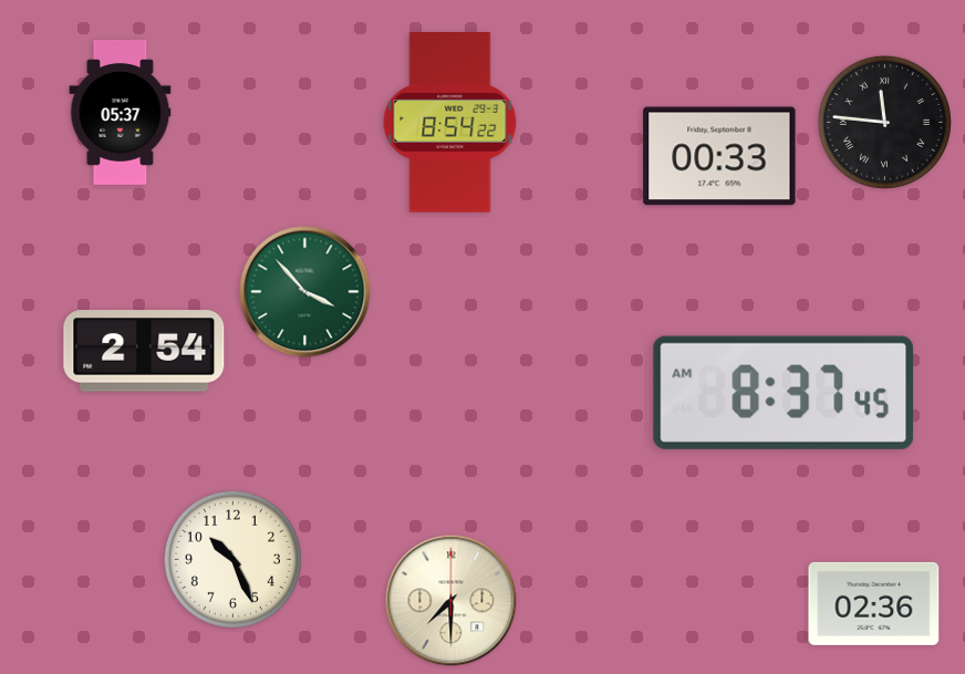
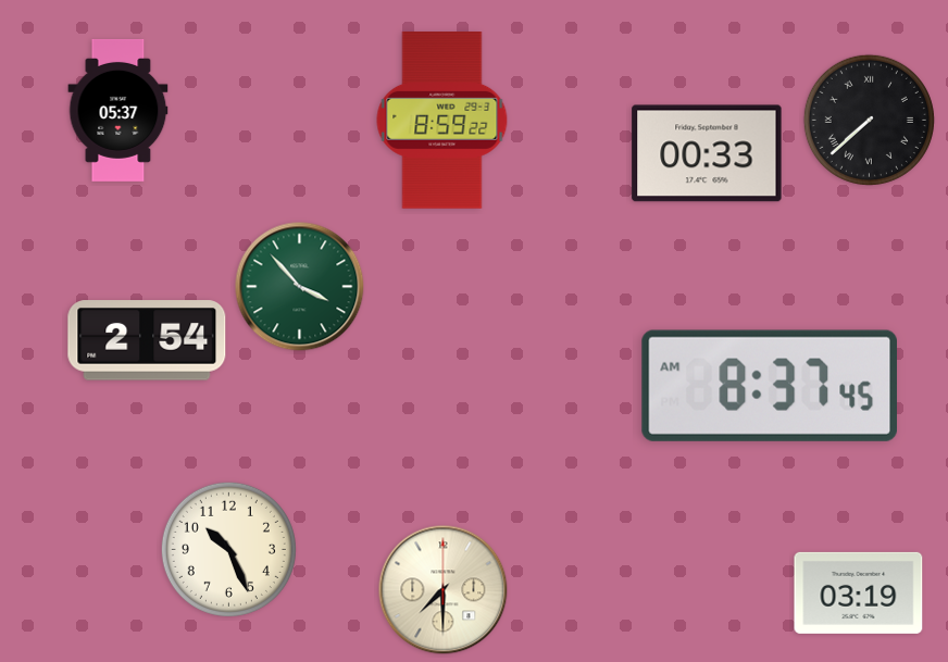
clock at (884, 122): 11:46 -> 7:38
clock at (450, 123): 8:54 -> 8:59
clock at (144, 351) position: (144, 351) -> (147, 340)
clock at (874, 603): 02:36 -> 03:19
